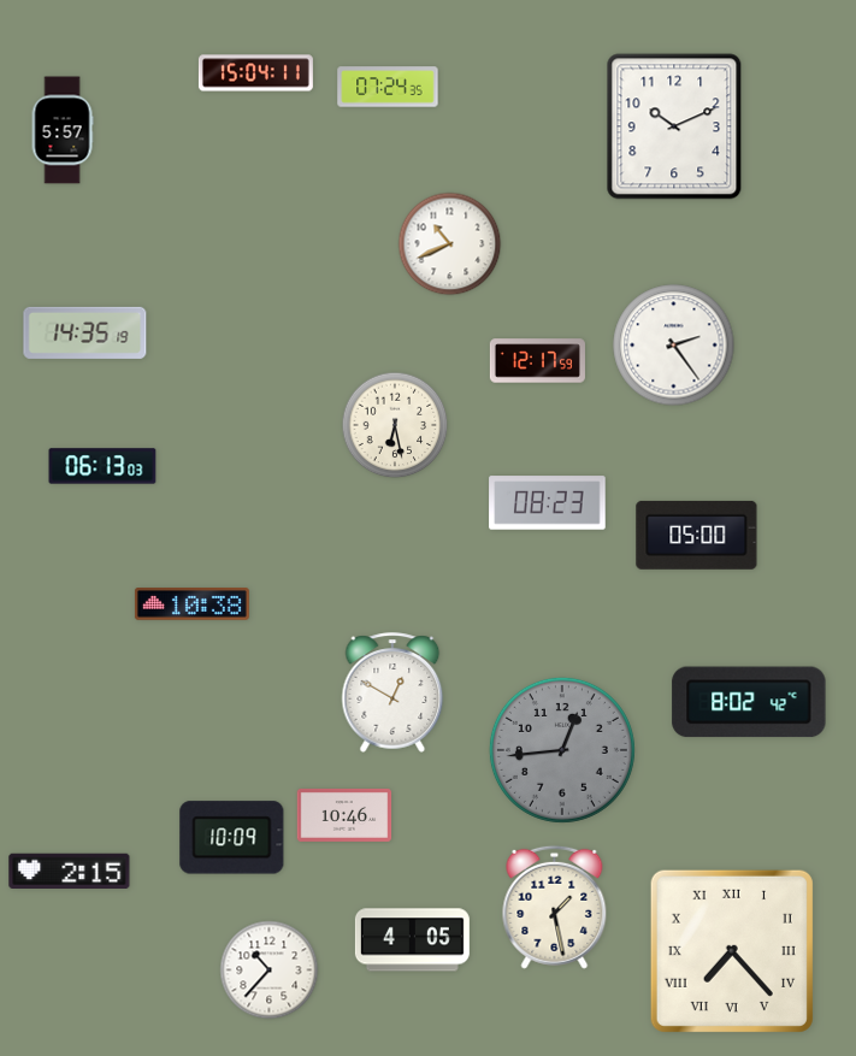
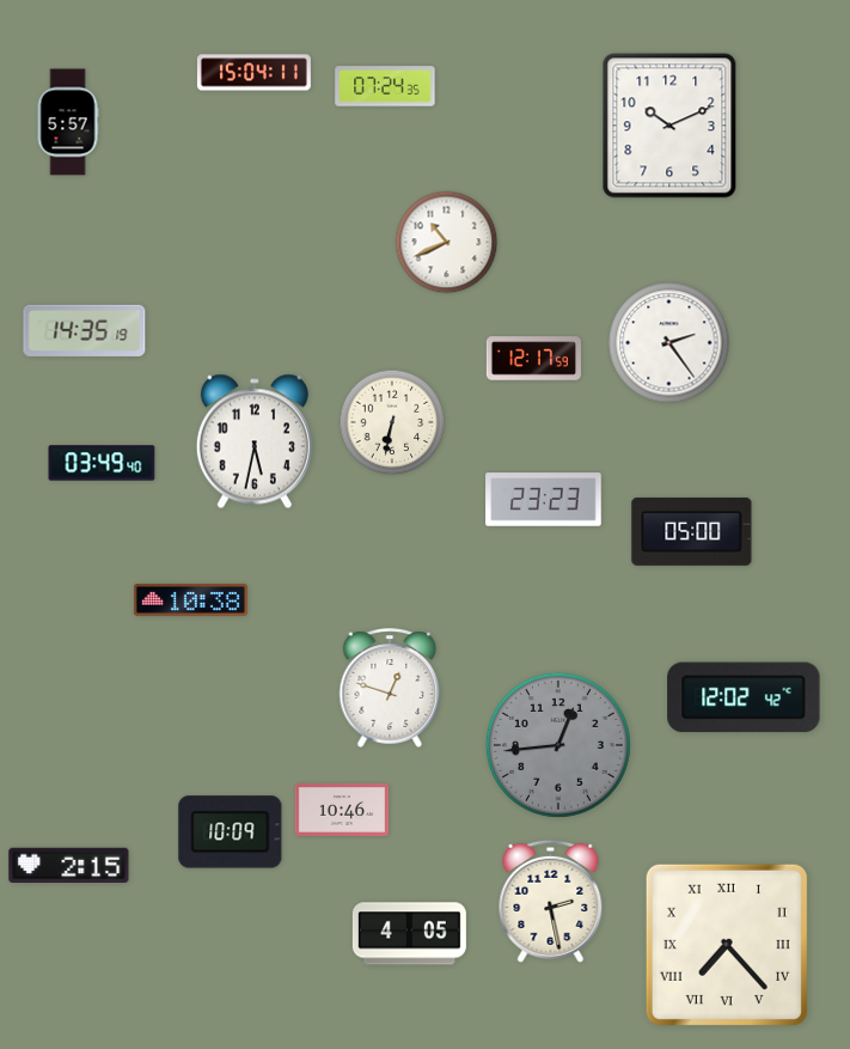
clock at (63, 130) position: (63, 130) -> (68, 122)
clock at (395, 425): 6:28 -> 6:32
clock at (255, 441): none -> 5:32
clock at (102, 466): 06:13 -> 03:49
clock at (548, 503): 08:23 -> 23:23
clock at (392, 692): 12:50 -> 12:48
clock at (749, 702): 8:02 -> 12:02
clock at (555, 907): 1:28 -> 2:28
clock at (270, 971): 10:37 -> none
